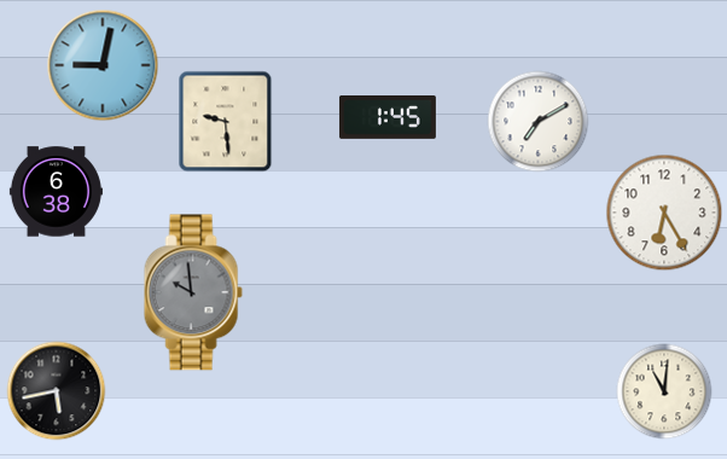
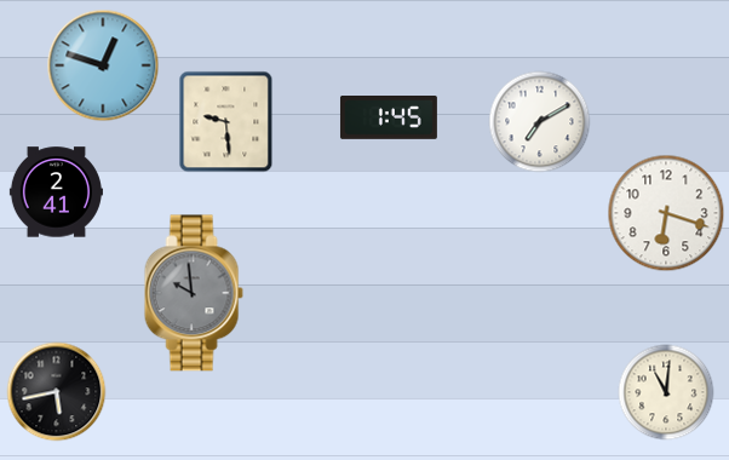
clock at (103, 65): 9:02 -> 12:48
clock at (56, 192): 6:38 -> 2:41
clock at (664, 213): 6:25 -> 6:18
